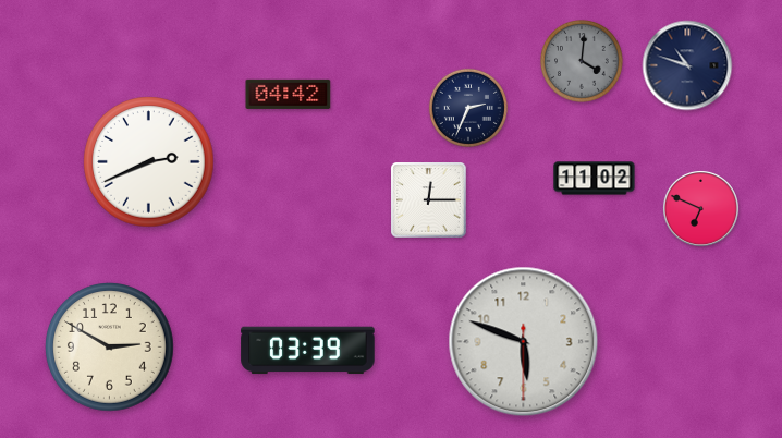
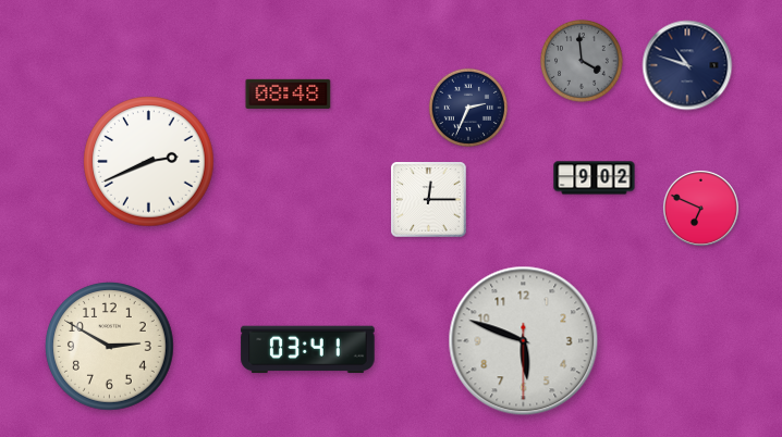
clock at (582, 61): 4:01 -> 3:59
clock at (289, 94): 04:42 -> 08:48
clock at (595, 179): 11:02 -> 9:02
clock at (308, 351): 03:39 -> 03:41
